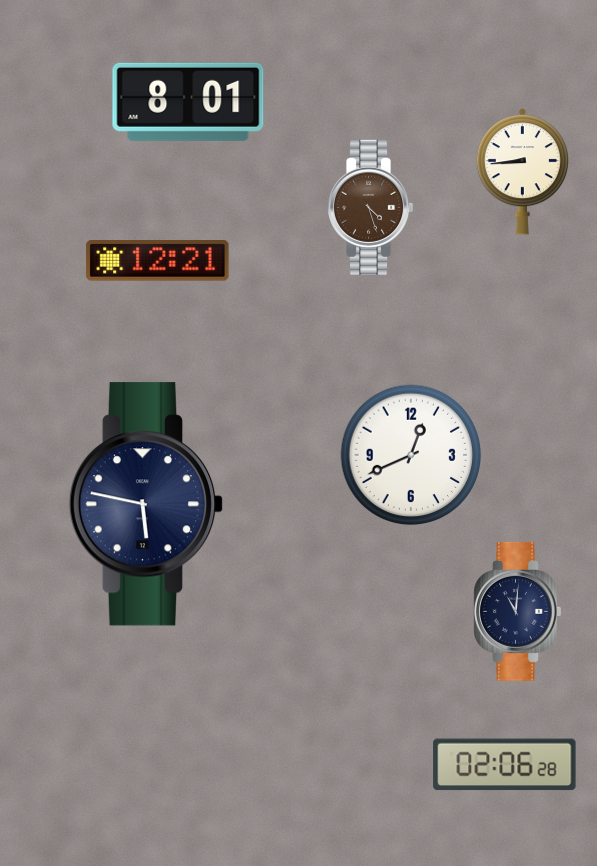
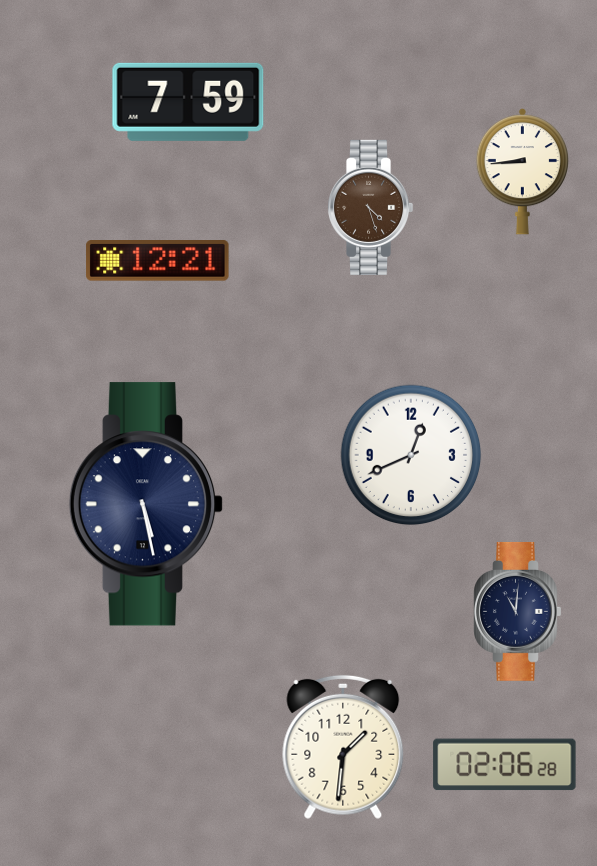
clock at (188, 102): 8:01 -> 7:59
clock at (146, 504): 5:47 -> 5:28
clock at (343, 747): none -> 1:31
